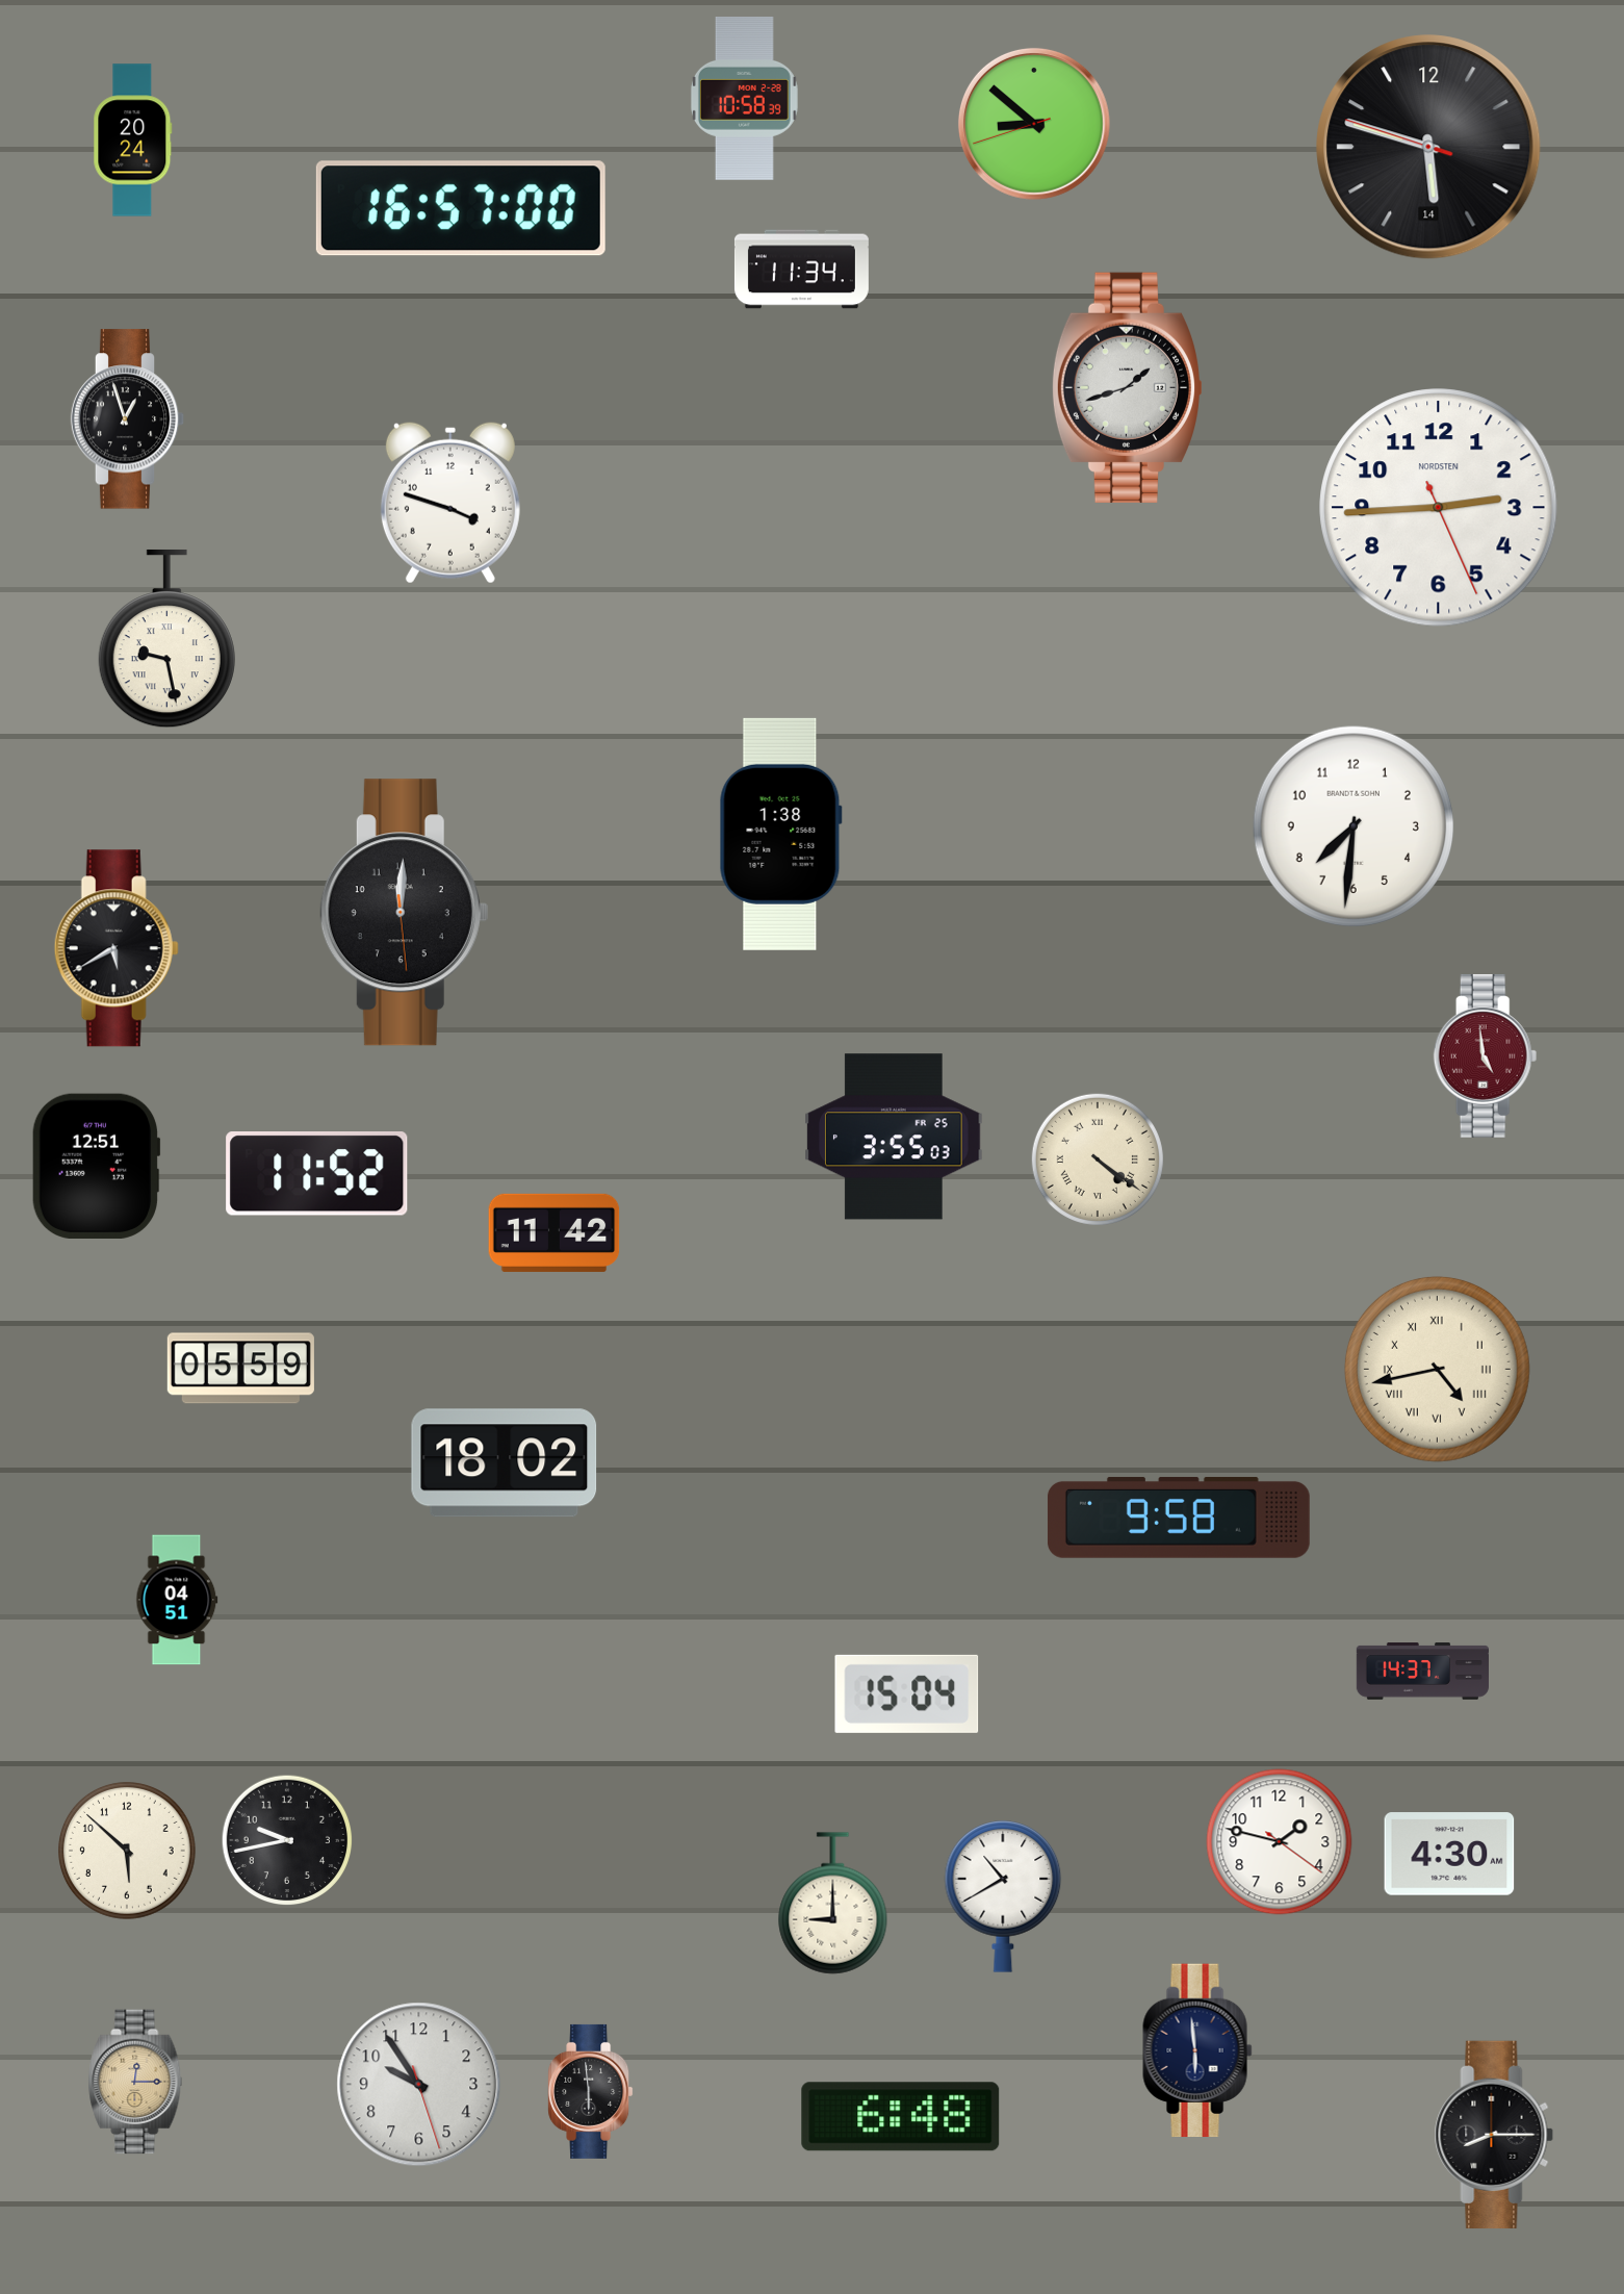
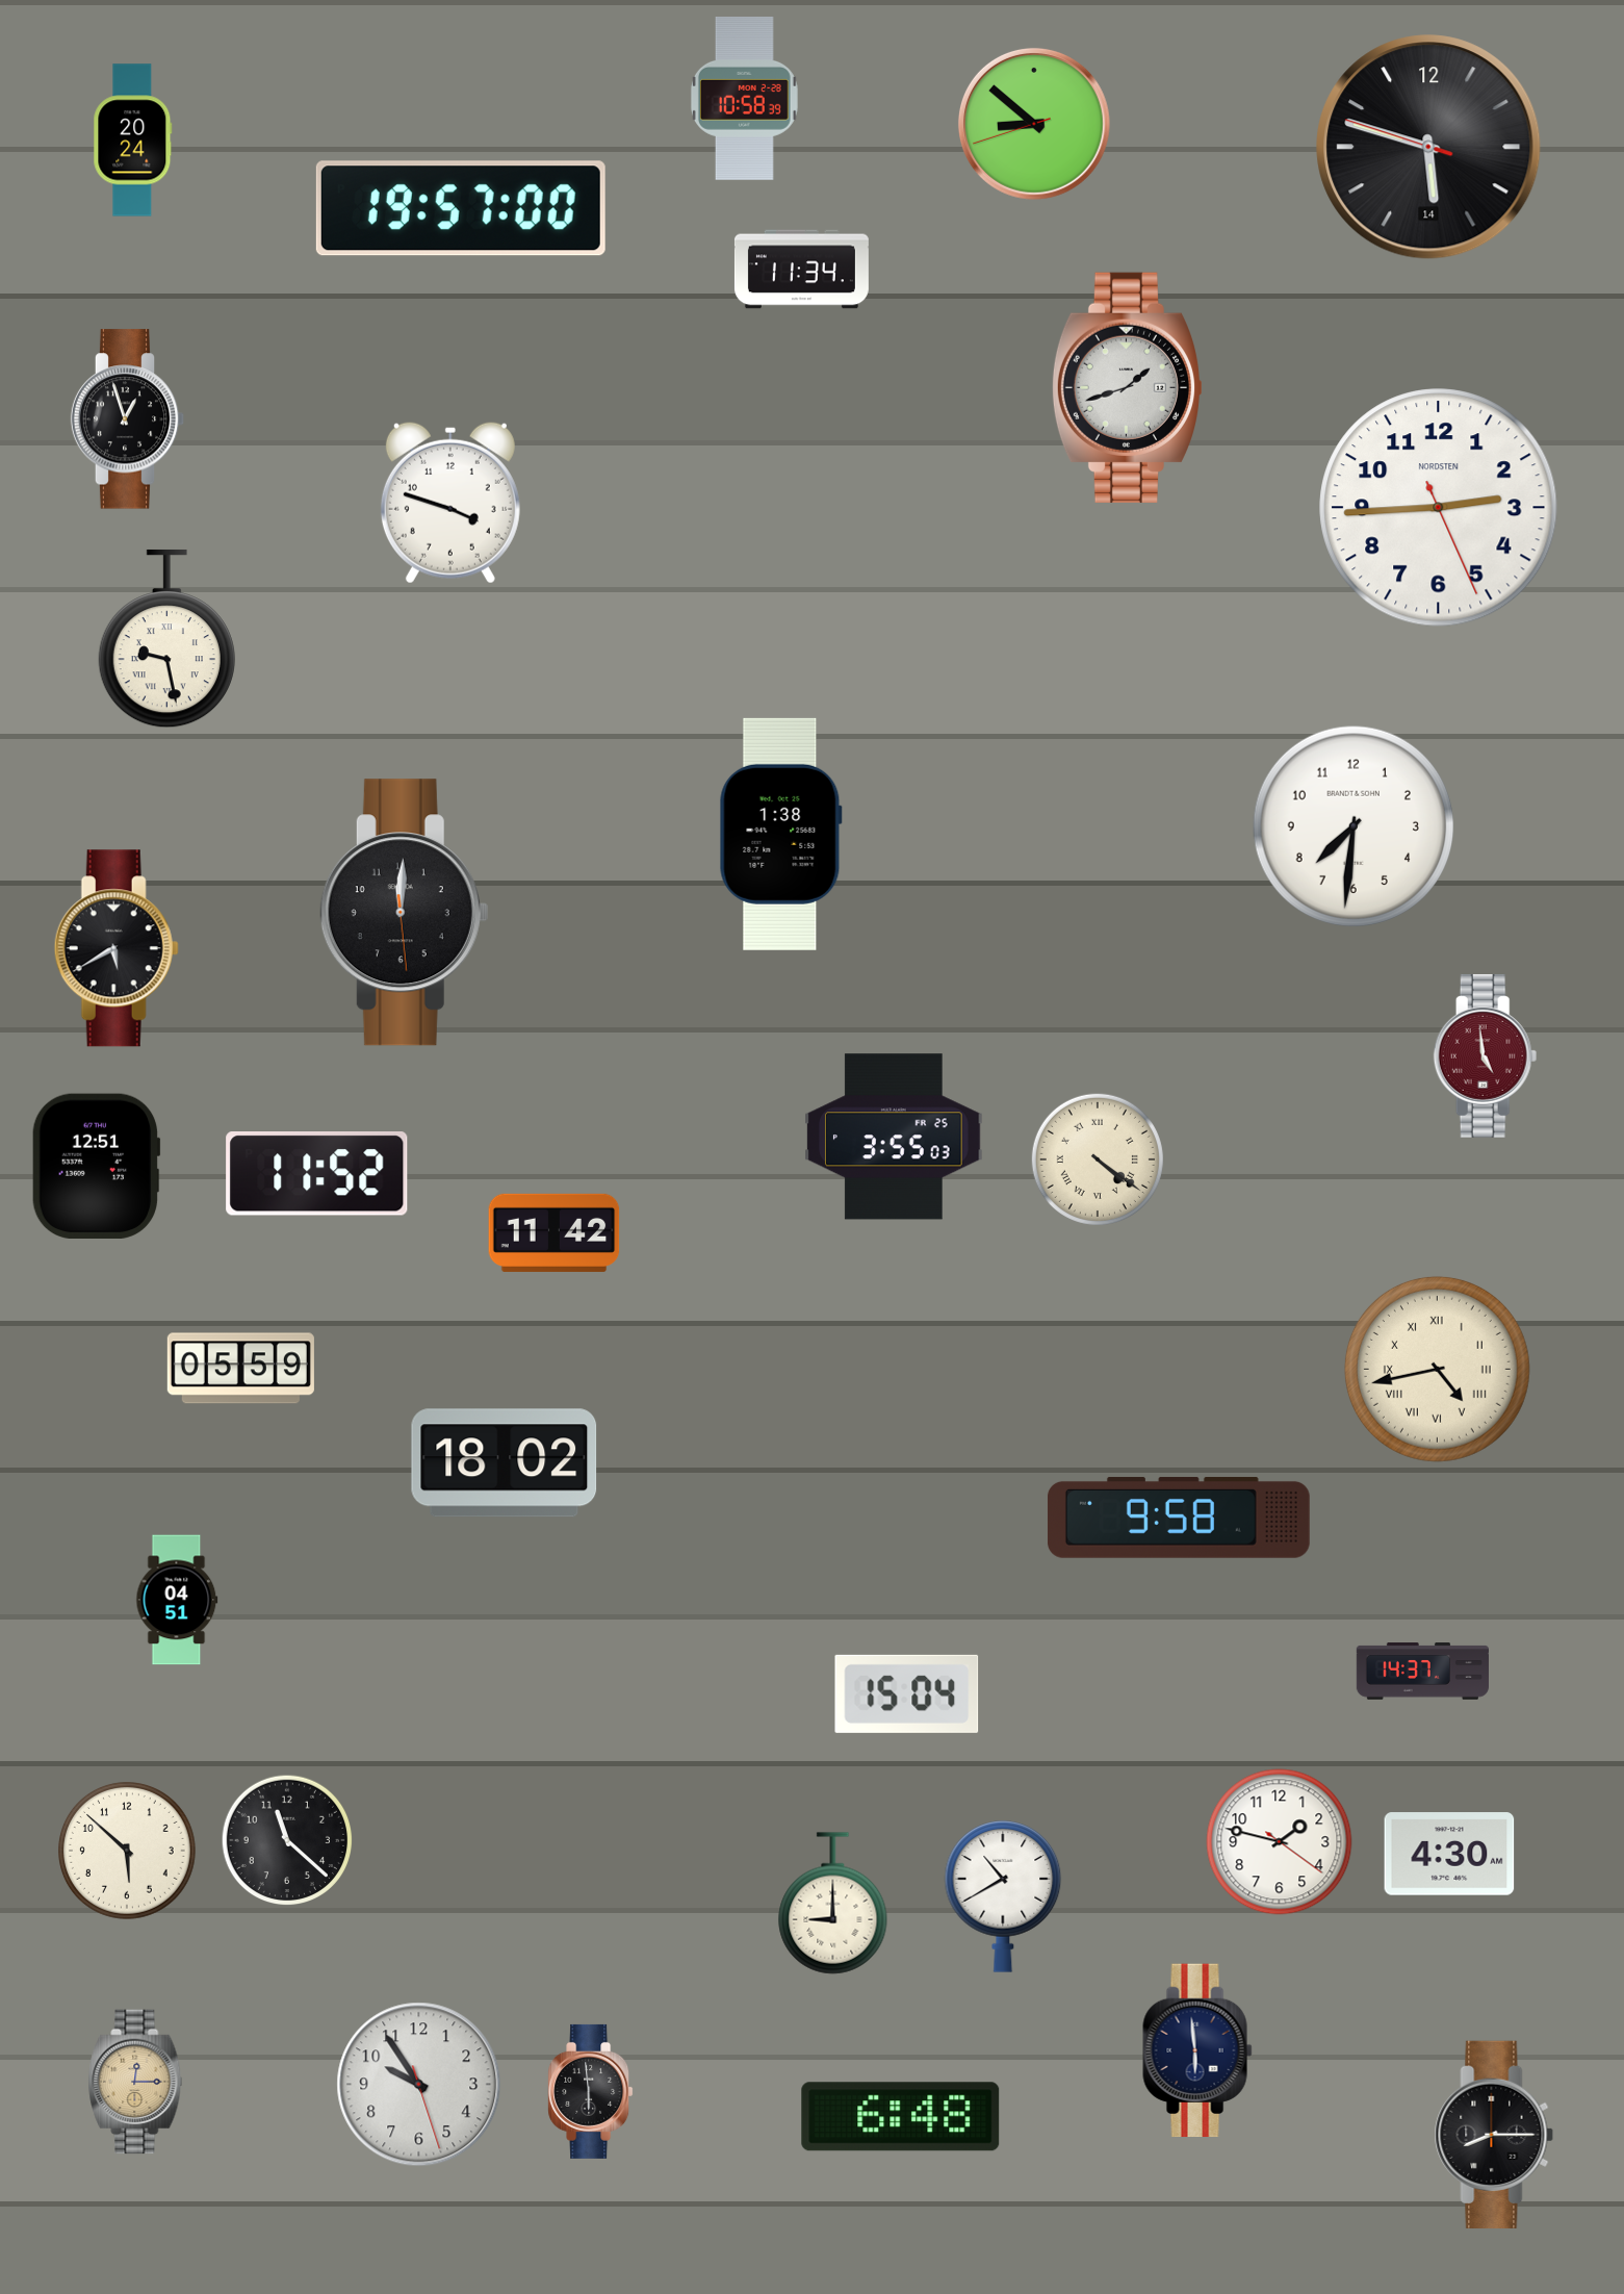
clock at (461, 208): 16:57 -> 19:57
clock at (287, 1840): 9:43 -> 11:22
